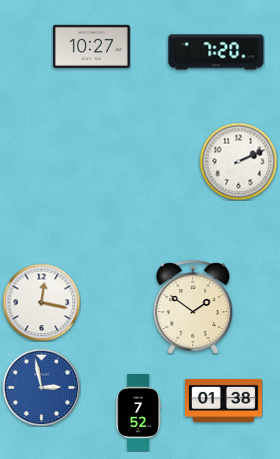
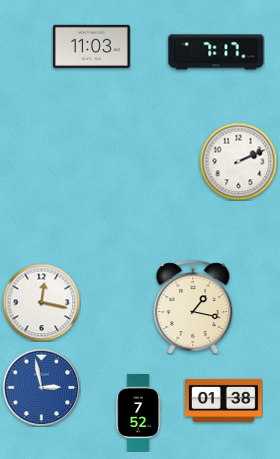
clock at (91, 46): 10:27 -> 11:03
clock at (216, 52): 7:20 -> 7:17
clock at (193, 307): 1:51 -> 1:17
